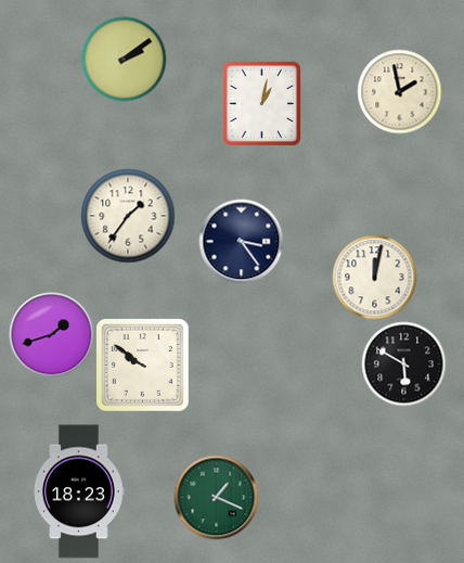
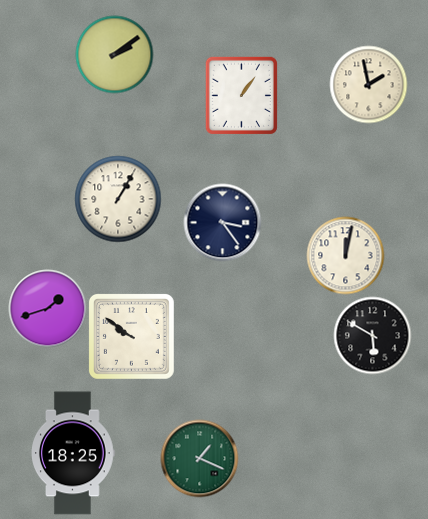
clock at (261, 103): 1:02 -> 1:06
clock at (128, 216): 1:36 -> 1:05
clock at (80, 491): 18:23 -> 18:25
